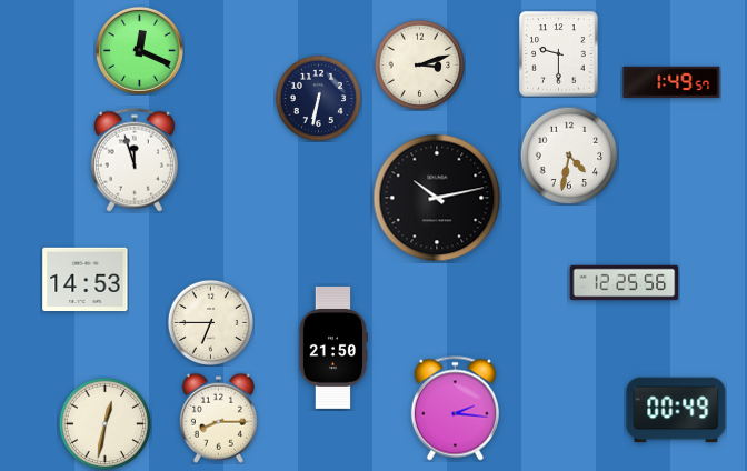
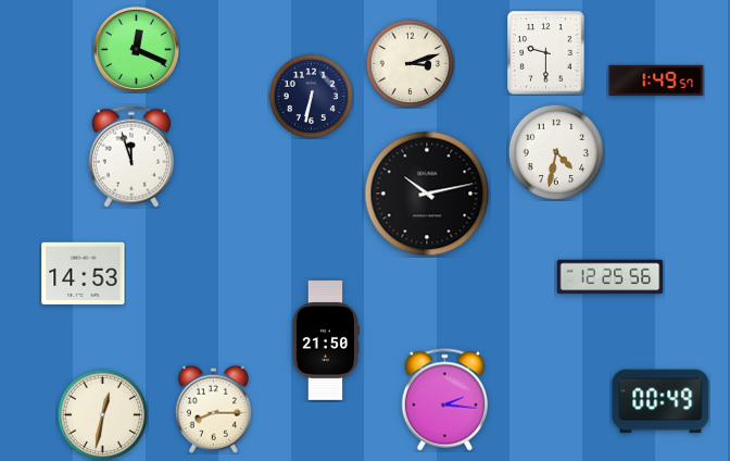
clock at (210, 322): 6:45 -> none
